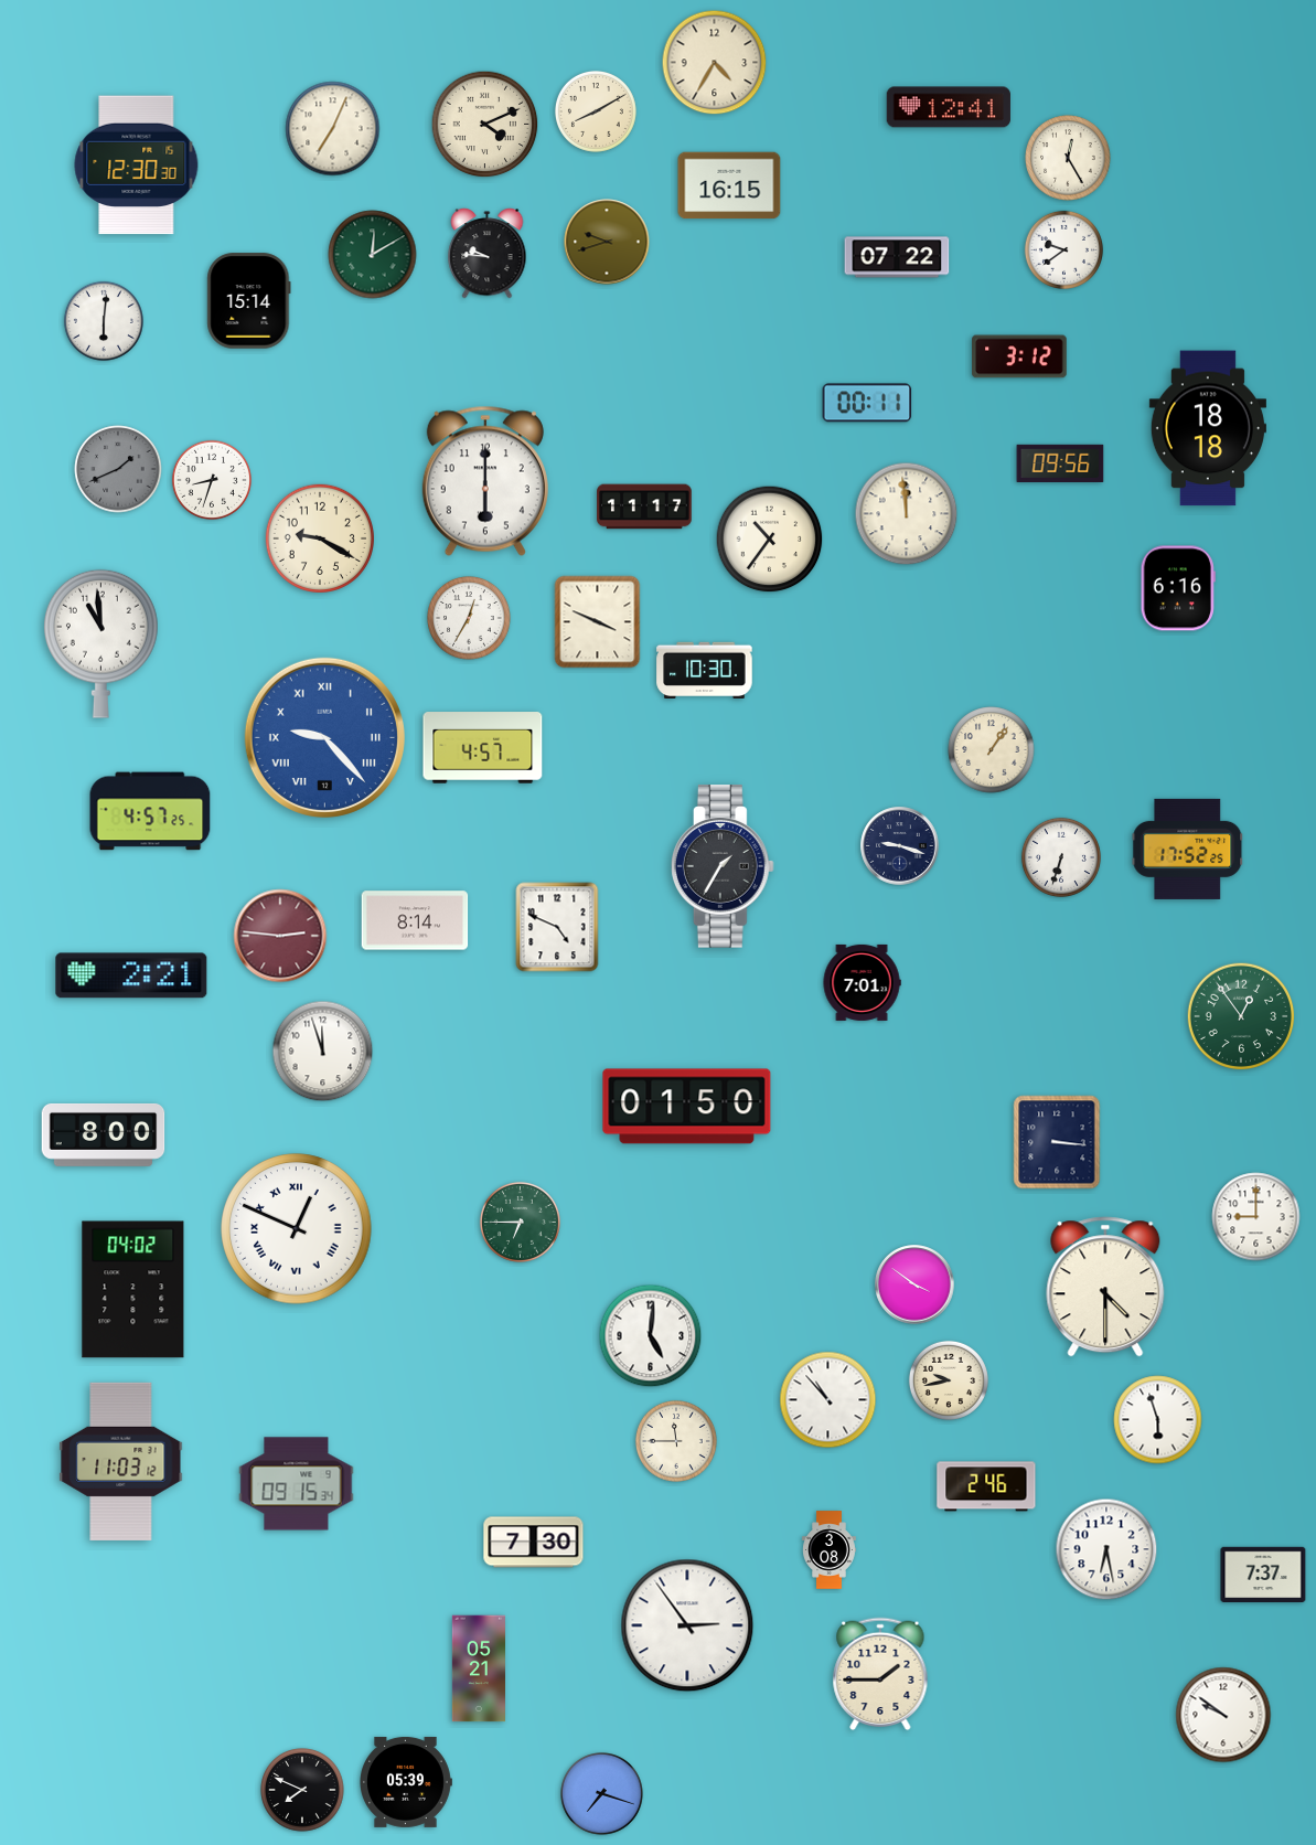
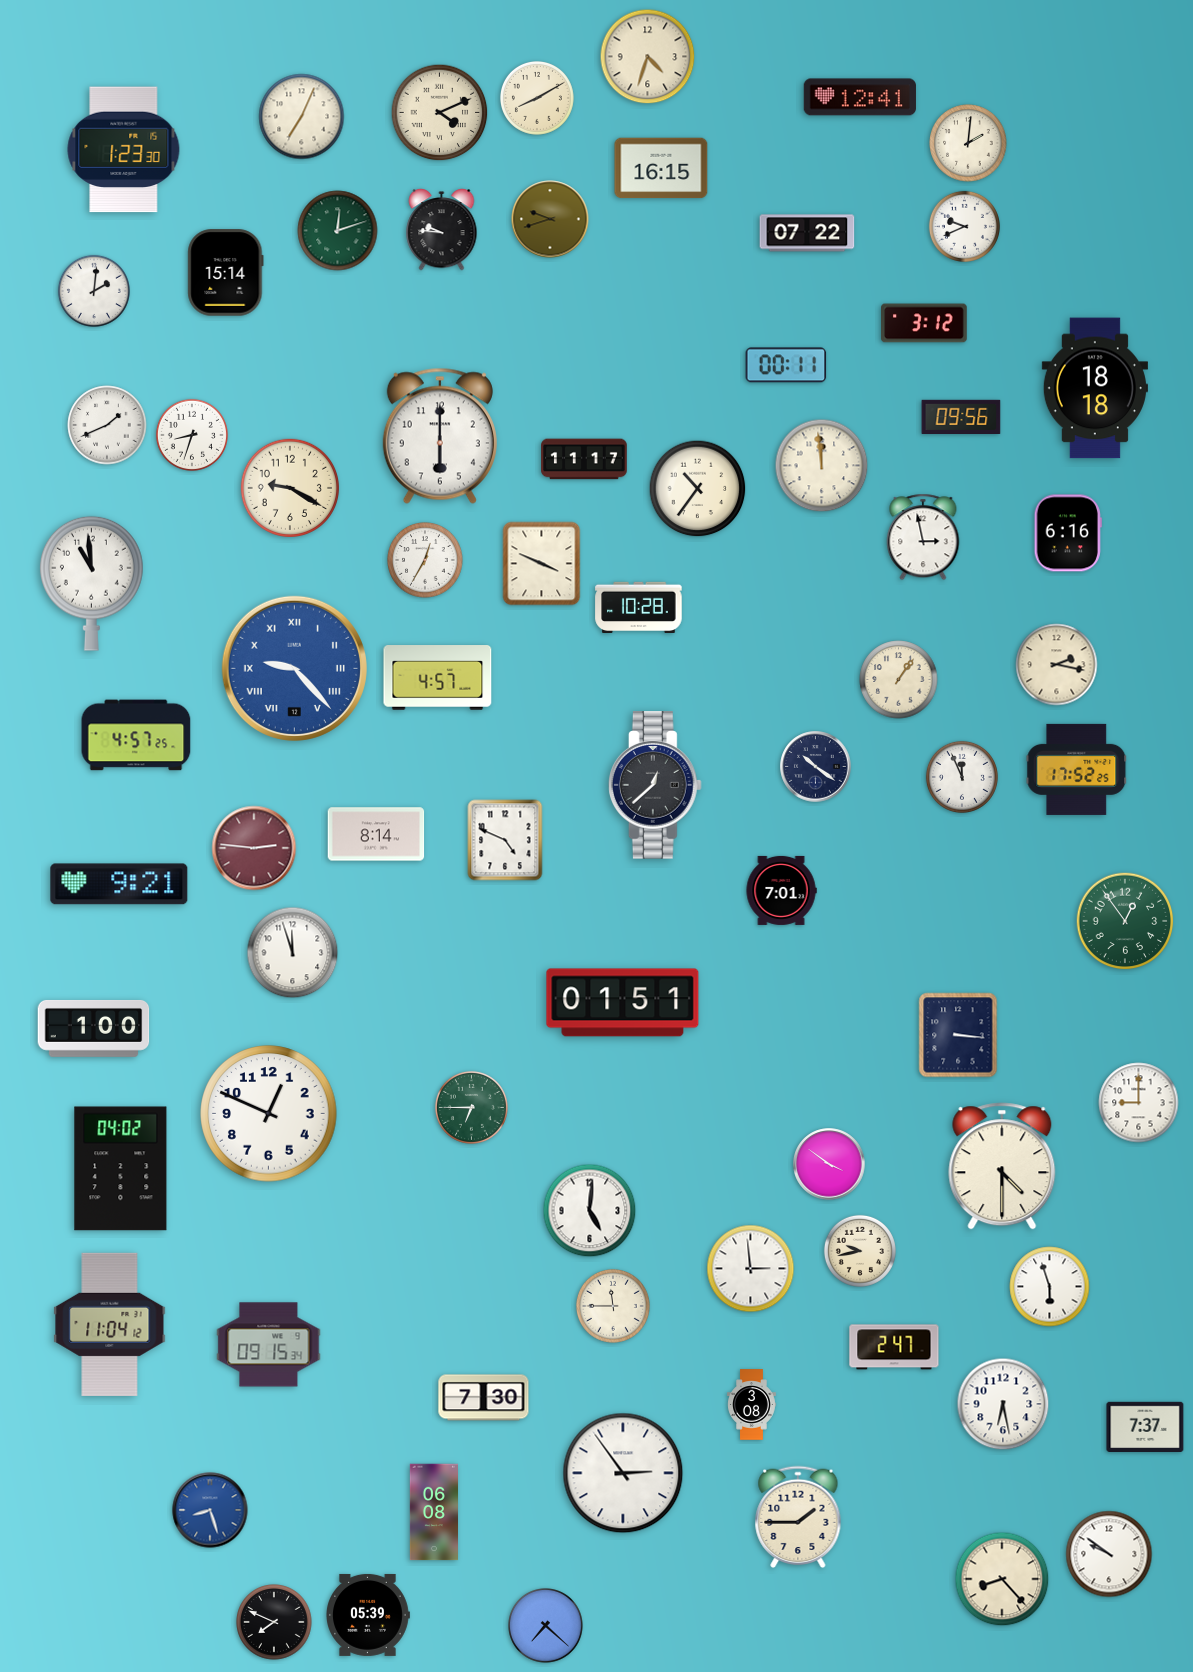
clock at (715, 63): 4:35 -> 4:33
clock at (596, 111) position: (596, 111) -> (537, 98)
clock at (1068, 158): 12:25 -> 2:01
clock at (137, 166): 12:30 -> 1:23
clock at (1063, 249): 9:39 -> 9:41
clock at (373, 255): 12:10 -> 12:12
clock at (897, 257) position: (897, 257) -> (807, 233)
clock at (104, 321): 6:01 -> 2:01
clock at (1060, 462) position: (1060, 462) -> (961, 416)
clock at (118, 469) dial: grey -> white
clock at (923, 537): none -> 2:58
clock at (705, 670): 10:30 -> 10:28
clock at (1057, 665): none -> 2:17
clock at (900, 846): 9:18 -> 10:21
clock at (1061, 857): 6:33 -> 11:56
clock at (723, 866): 1:35 -> 12:38
clock at (131, 975): 2:21 -> 9:21
clock at (687, 1107): 01:50 -> 01:51
clock at (104, 1135): 8:00 -> 1:00
clock at (297, 1229) numerals: Roman -> Arabic
clock at (828, 1400): 10:53 -> 2:59
clock at (121, 1461): 11:03 -> 11:04
clock at (986, 1486): 2:46 -> 2:47
clock at (210, 1510): none -> 8:27
clock at (478, 1668): 05:21 -> 06:08
clock at (1002, 1579): none -> 8:23
clock at (602, 1794): 7:18 -> 7:22
